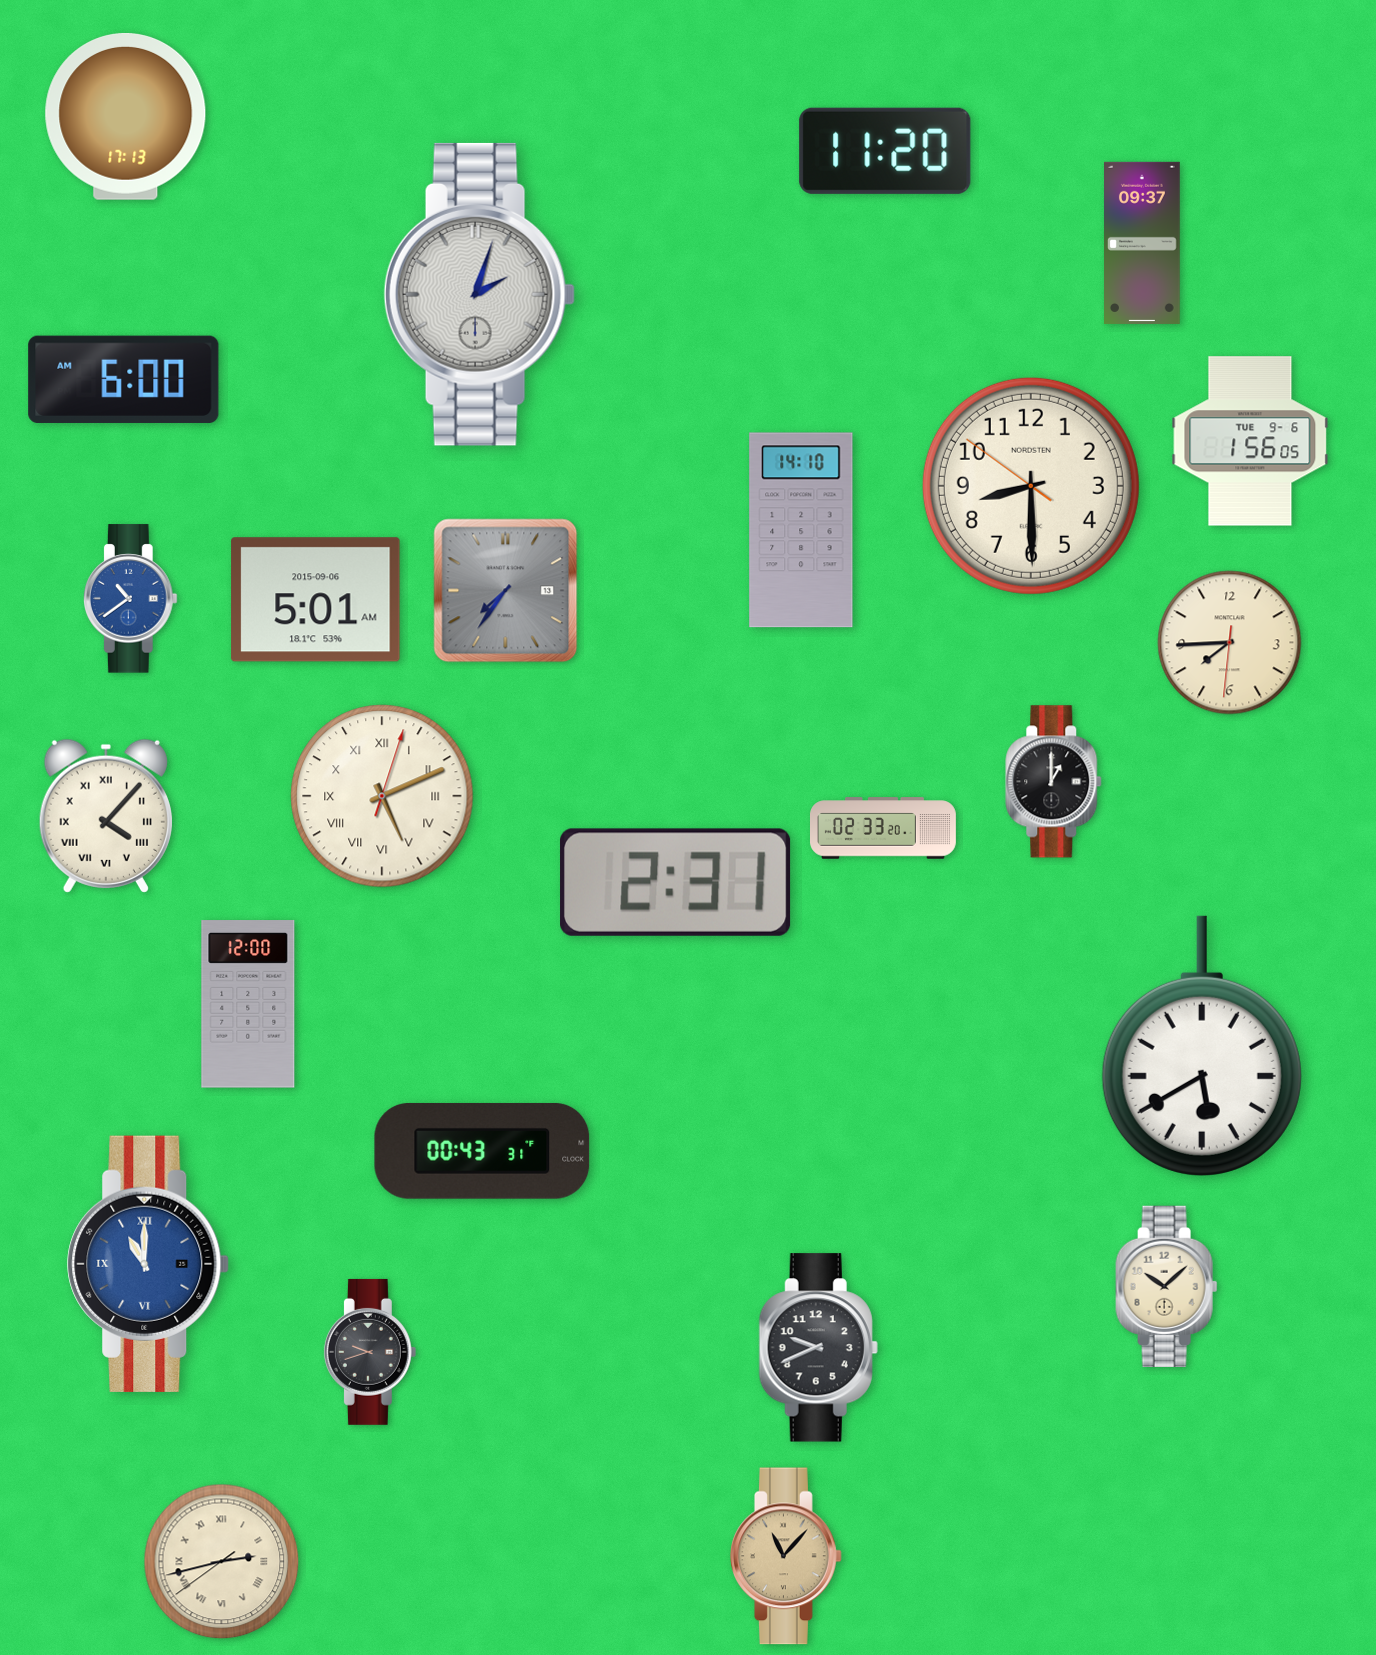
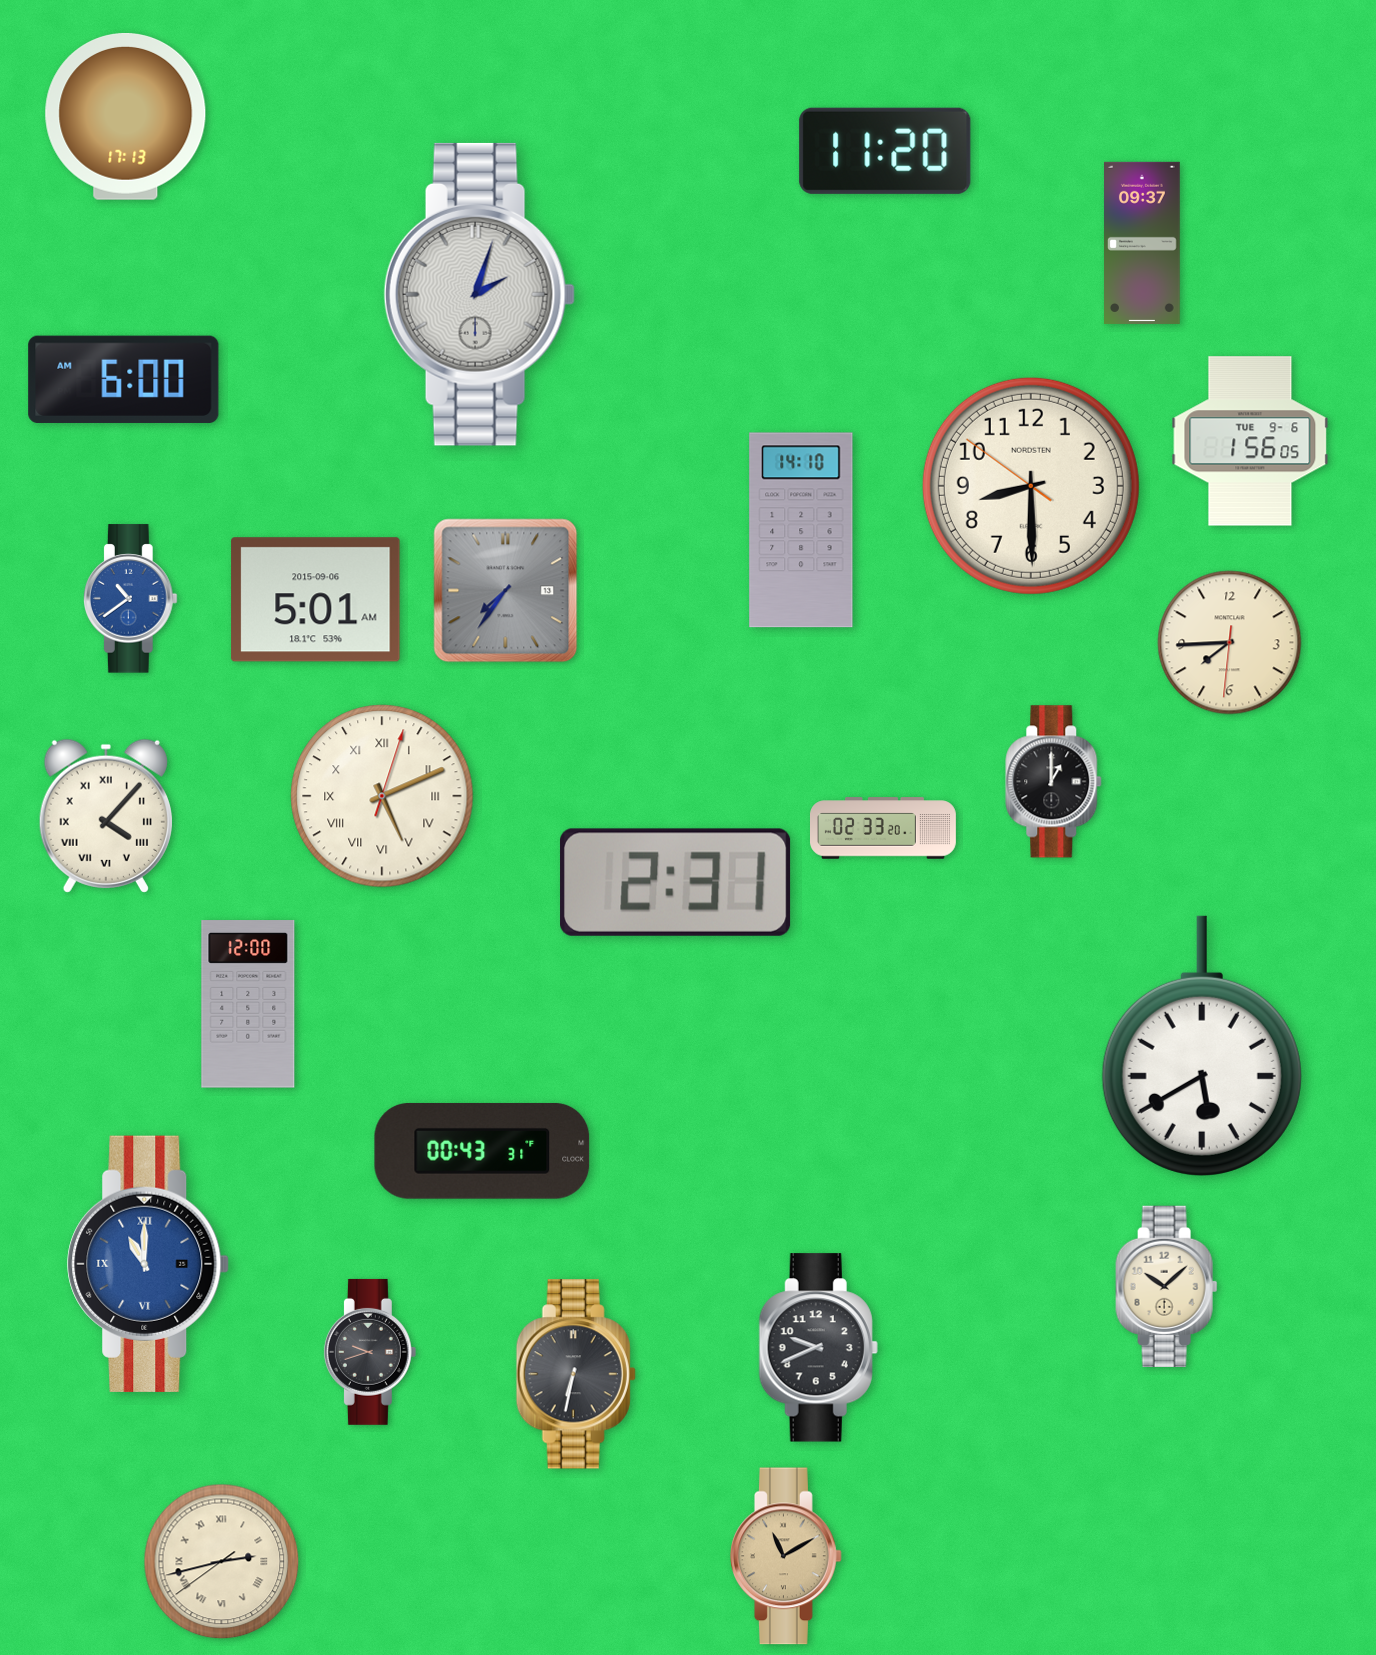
clock at (576, 1374): none -> 6:32
clock at (786, 1556): 11:07 -> 11:10
